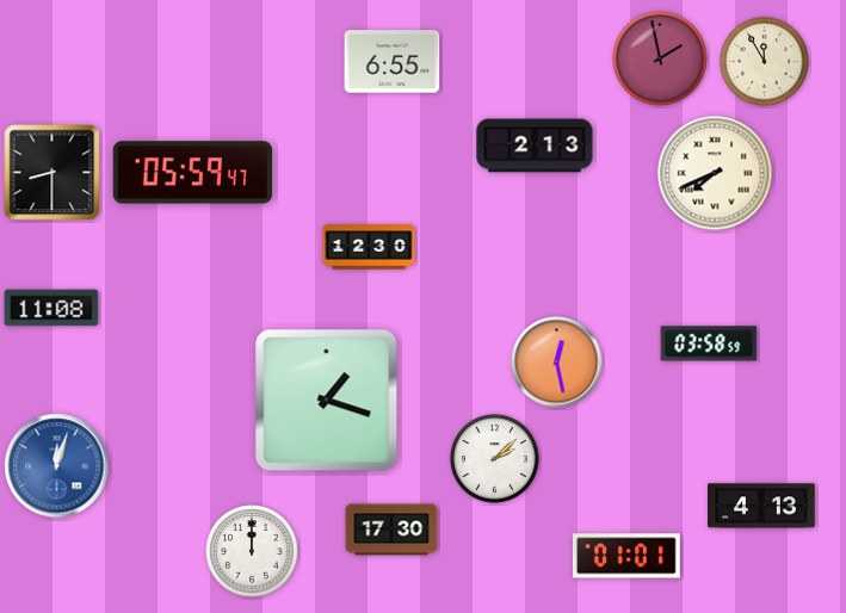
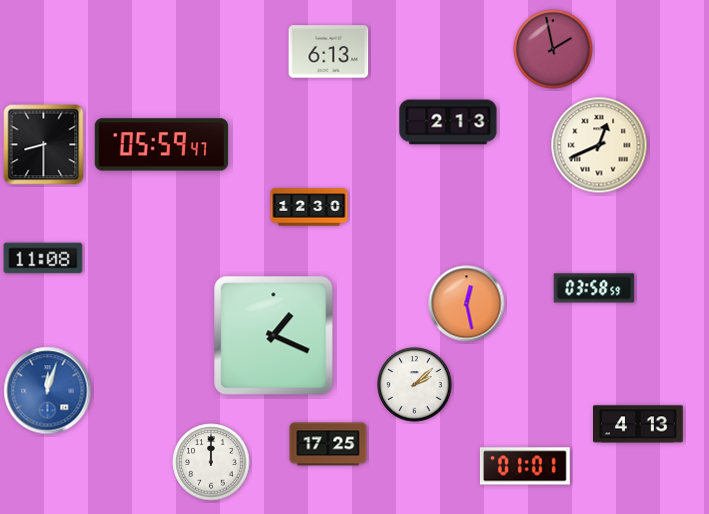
clock at (393, 62): 6:55 -> 6:13
clock at (765, 62): 11:55 -> none
clock at (715, 173): 7:41 -> 12:41
clock at (327, 401): 1:18 -> 1:19
clock at (391, 530): 17:30 -> 17:25
